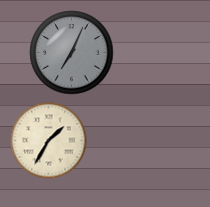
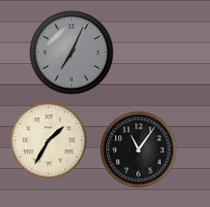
clock at (139, 150): none -> 11:06
